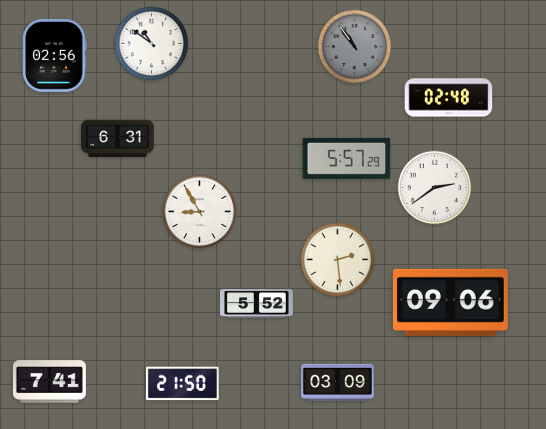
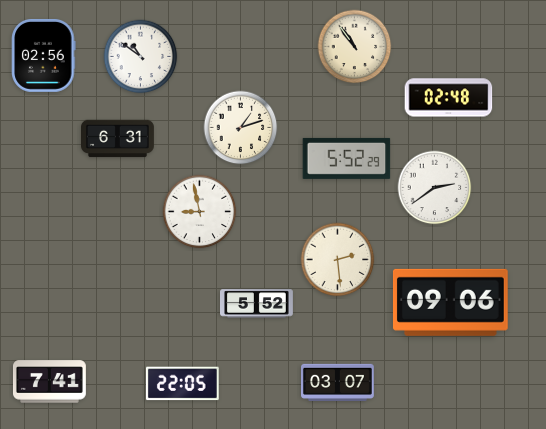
clock at (152, 44) position: (152, 44) -> (141, 57)
clock at (355, 47) dial: grey -> cream
clock at (55, 55) position: (55, 55) -> (44, 55)
clock at (241, 128): none -> 1:12
clock at (347, 158): 5:57 -> 5:52
clock at (200, 212): 8:55 -> 8:58
clock at (338, 382): 03:09 -> 03:07
clock at (182, 384): 21:50 -> 22:05
